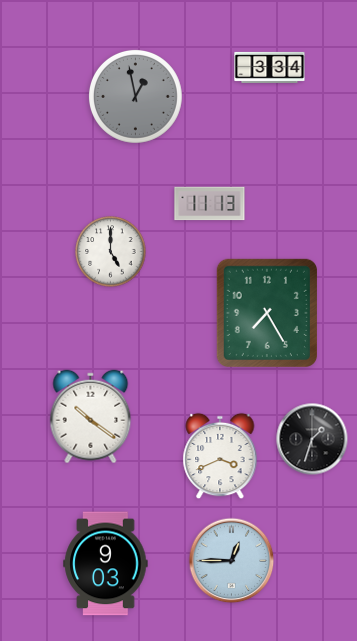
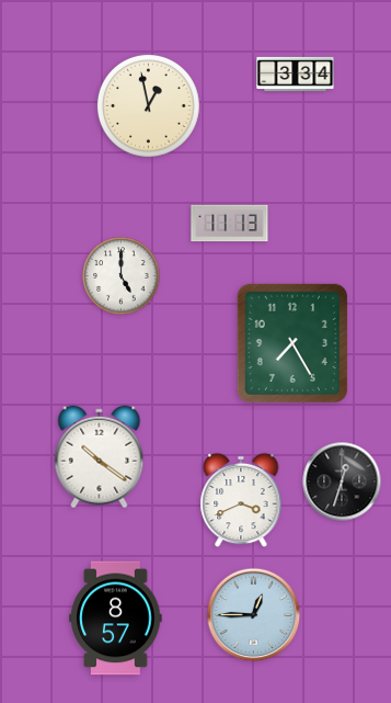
clock at (136, 97) dial: grey -> cream
clock at (312, 439): 1:33 -> 12:33
clock at (106, 564): 9:03 -> 8:57
